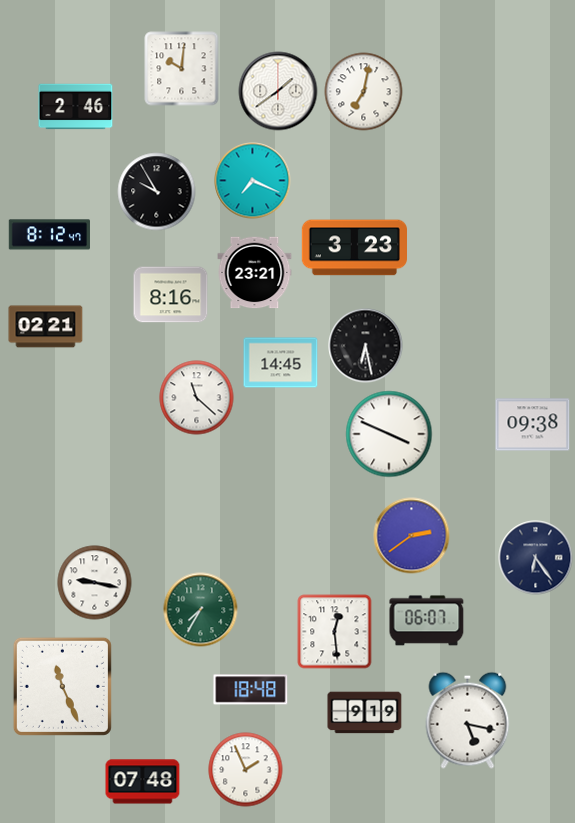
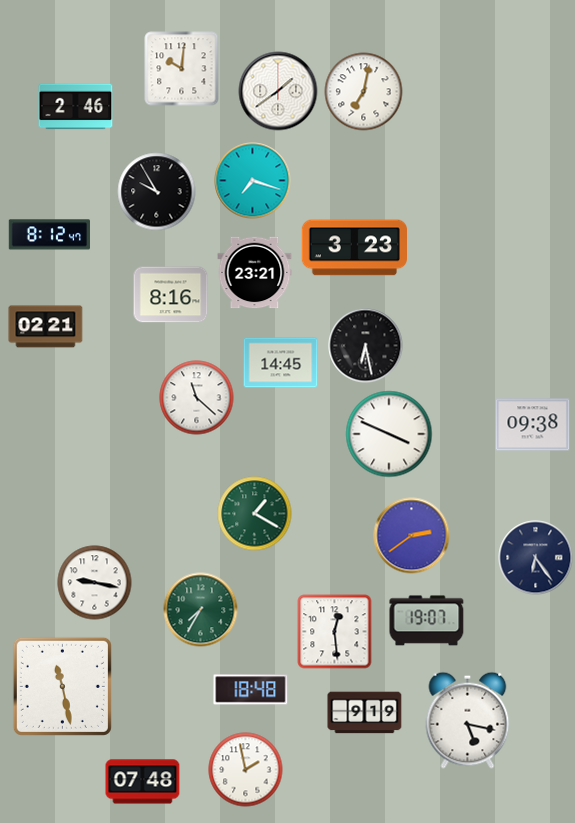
clock at (253, 181): 7:19 -> 7:18
clock at (255, 514): none -> 1:20
clock at (427, 621): 06:07 -> 19:07
clock at (62, 686): 11:26 -> 11:28
clock at (246, 770): 1:56 -> 1:58
